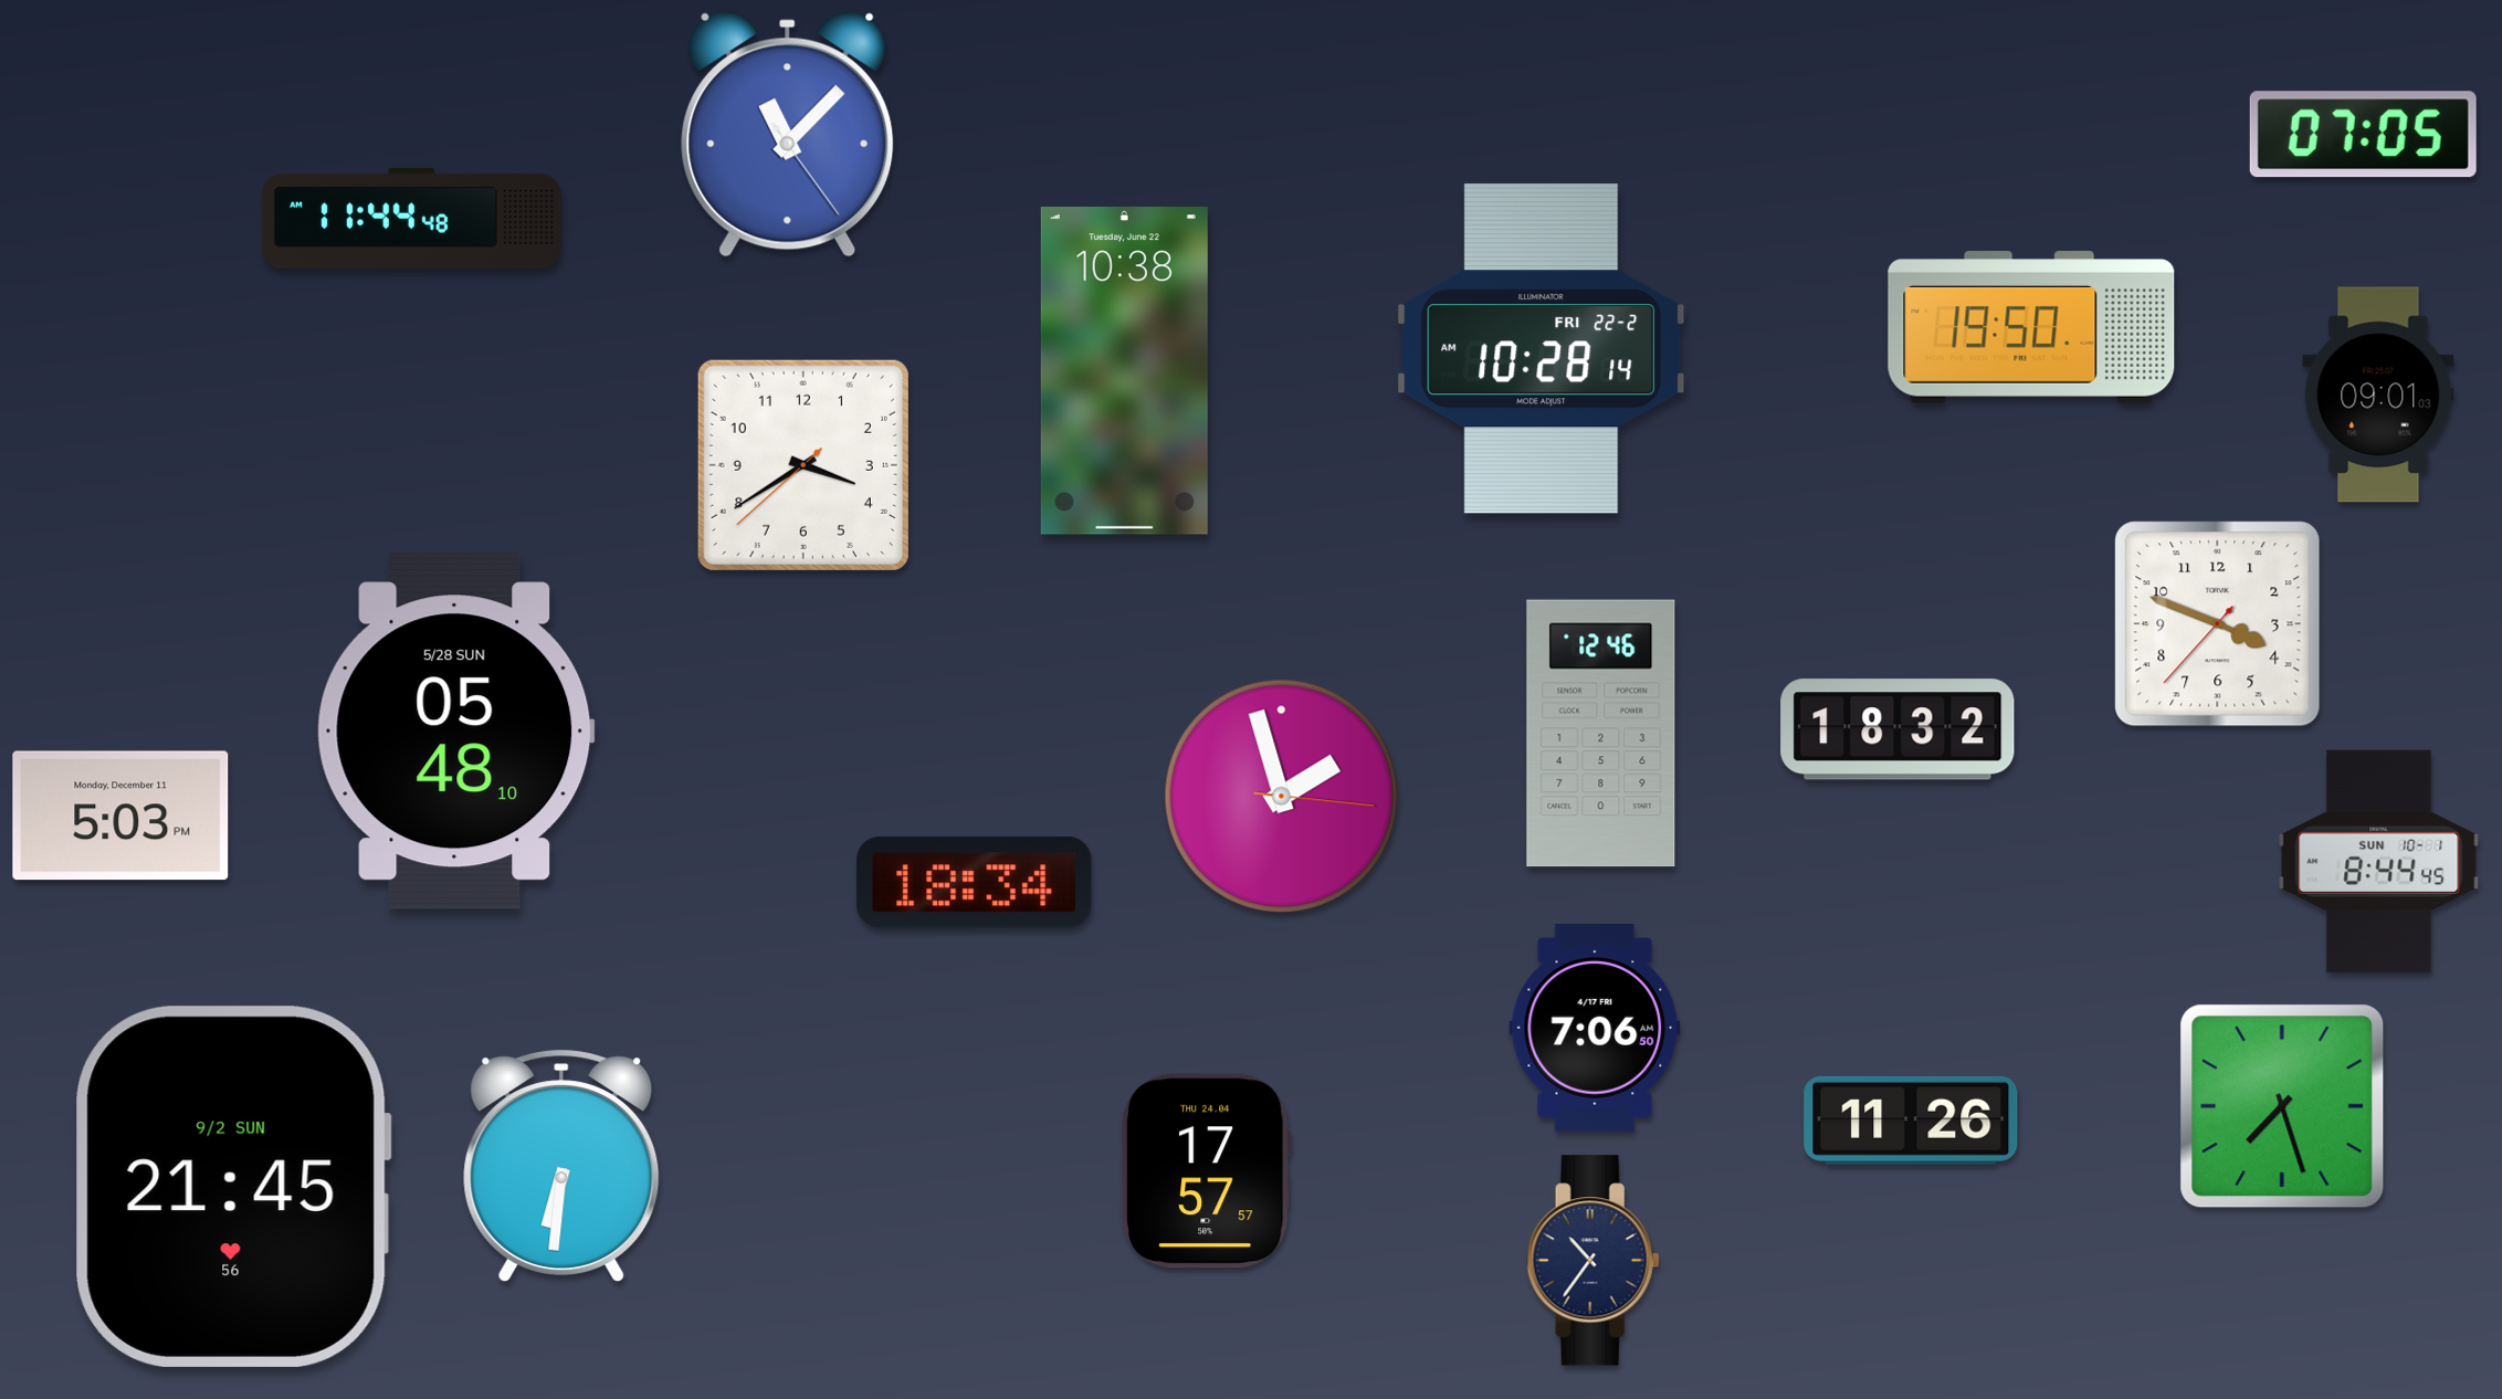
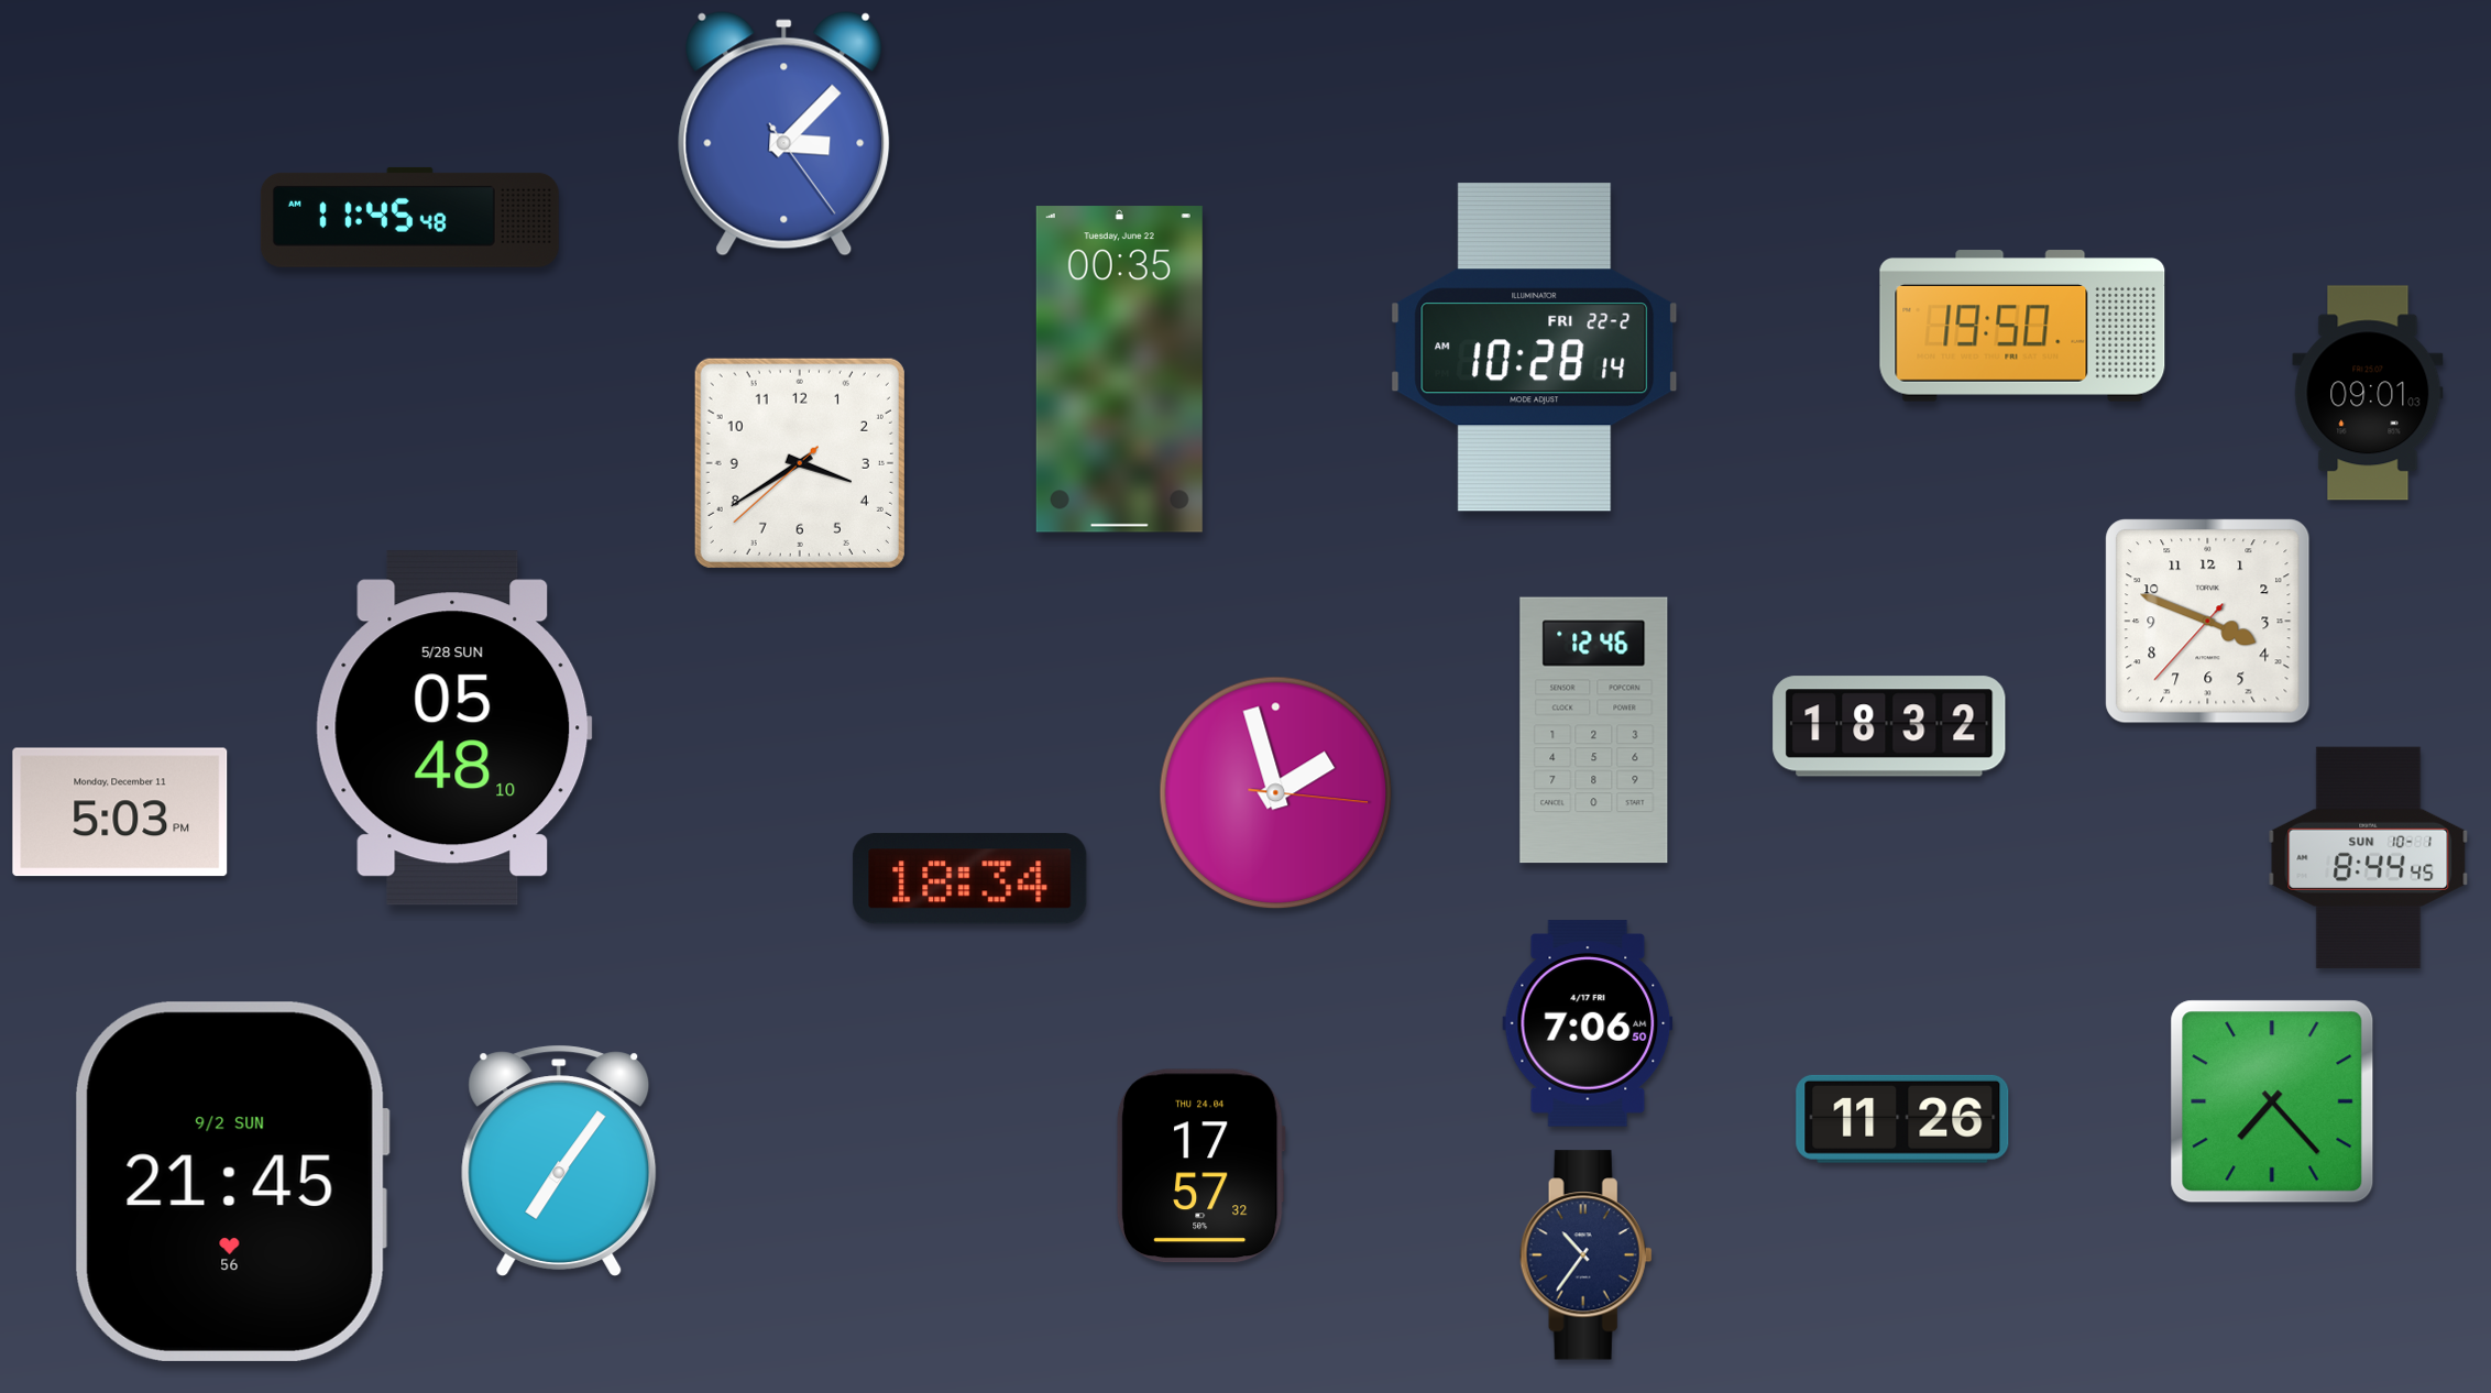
clock at (788, 135): 11:07 -> 3:07
clock at (2363, 135): 07:05 -> none
clock at (411, 218): 11:44 -> 11:45
clock at (1124, 371): 10:38 -> 00:35
clock at (2282, 1106): 7:27 -> 7:23
clock at (1911, 1121) position: (1911, 1121) -> (1902, 1119)
clock at (561, 1166): 6:31 -> 7:06
clock at (1206, 1171): 17:57:57 -> 17:57:32
